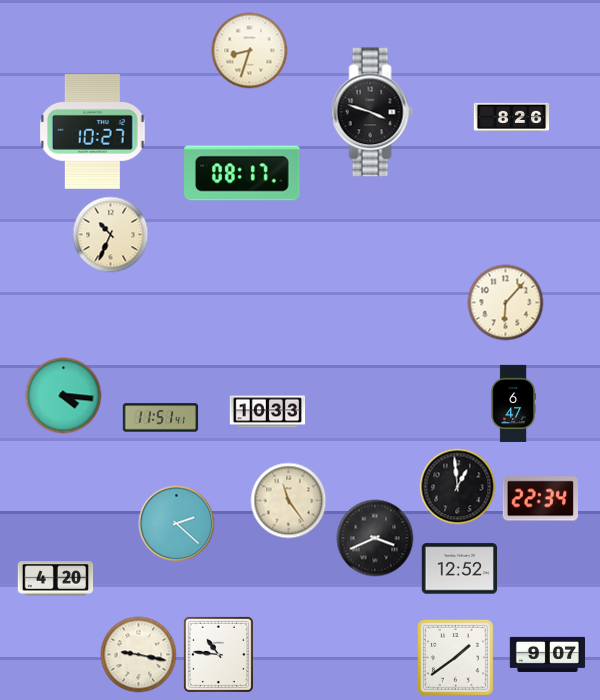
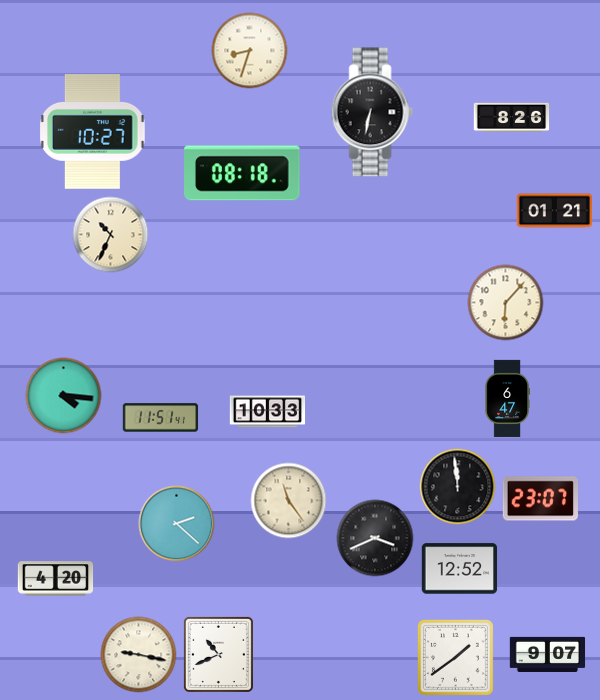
clock at (372, 112): 3:48 -> 6:32
clock at (242, 173): 08:17 -> 08:18
clock at (555, 211): none -> 01:21
clock at (513, 403) position: (513, 403) -> (507, 398)
clock at (458, 487): 12:59 -> 11:59
clock at (540, 499): 22:34 -> 23:07
clock at (218, 654): 10:46 -> 10:41
